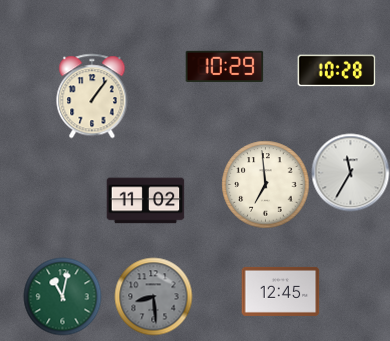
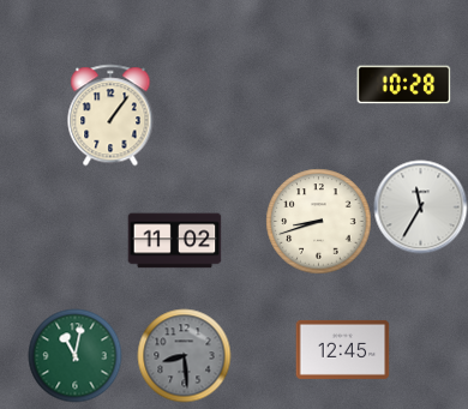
clock at (224, 67): 10:29 -> none
clock at (265, 184): 6:59 -> 8:42
clock at (280, 291) position: (280, 291) -> (342, 349)
